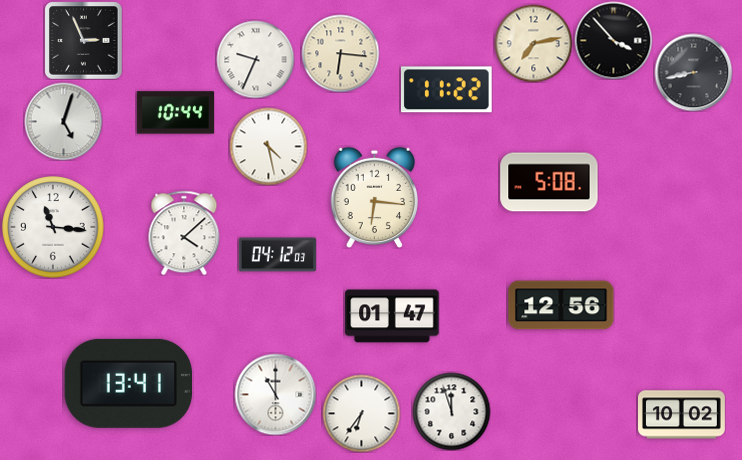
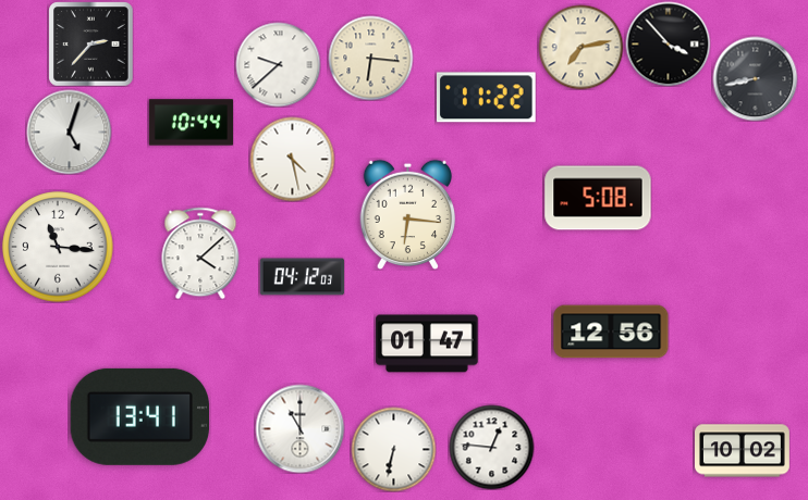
clock at (83, 40): 2:56 -> 2:37
clock at (255, 59): 9:34 -> 9:38
clock at (451, 411): 11:57 -> 12:46
clock at (361, 413): 6:36 -> 6:32
